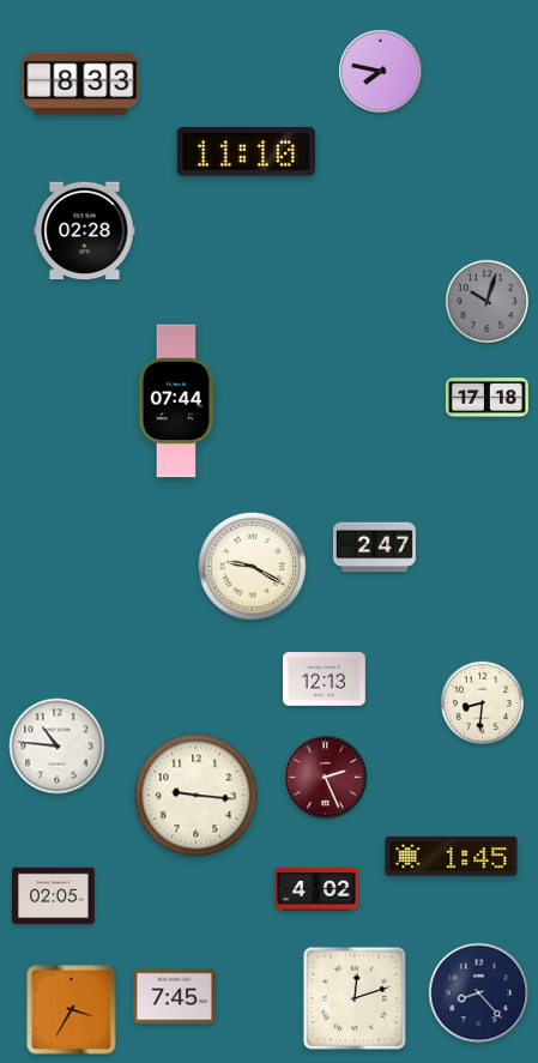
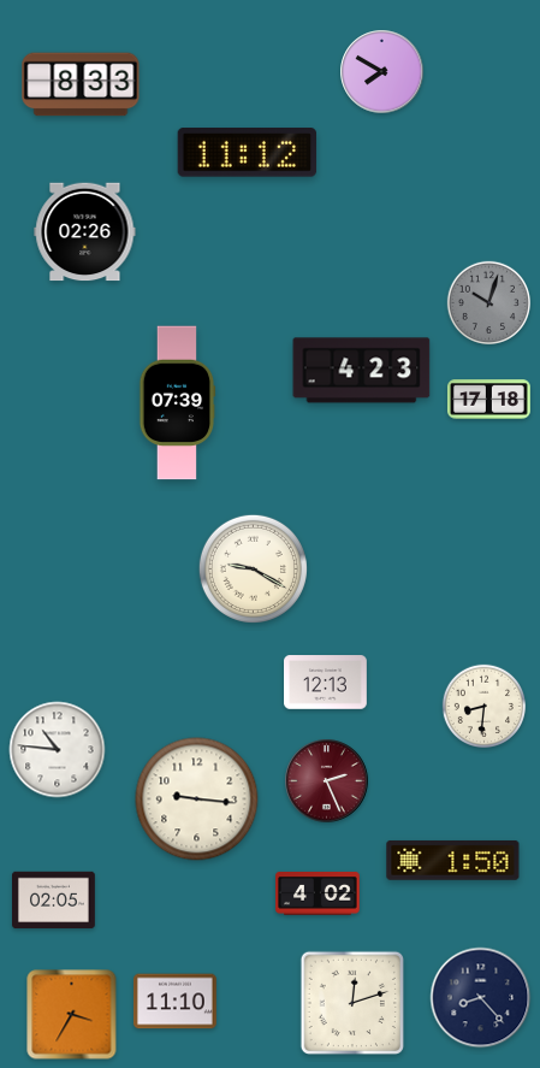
clock at (381, 72): 7:47 -> 7:50
clock at (247, 152): 11:10 -> 11:12
clock at (85, 231): 02:28 -> 02:26
clock at (362, 371): none -> 4:23
clock at (176, 401): 07:44 -> 07:39
clock at (375, 548): 2:47 -> none
clock at (452, 856): 1:45 -> 1:50
clock at (174, 997): 7:45 -> 11:10
clock at (355, 998) position: (355, 998) -> (352, 1003)
